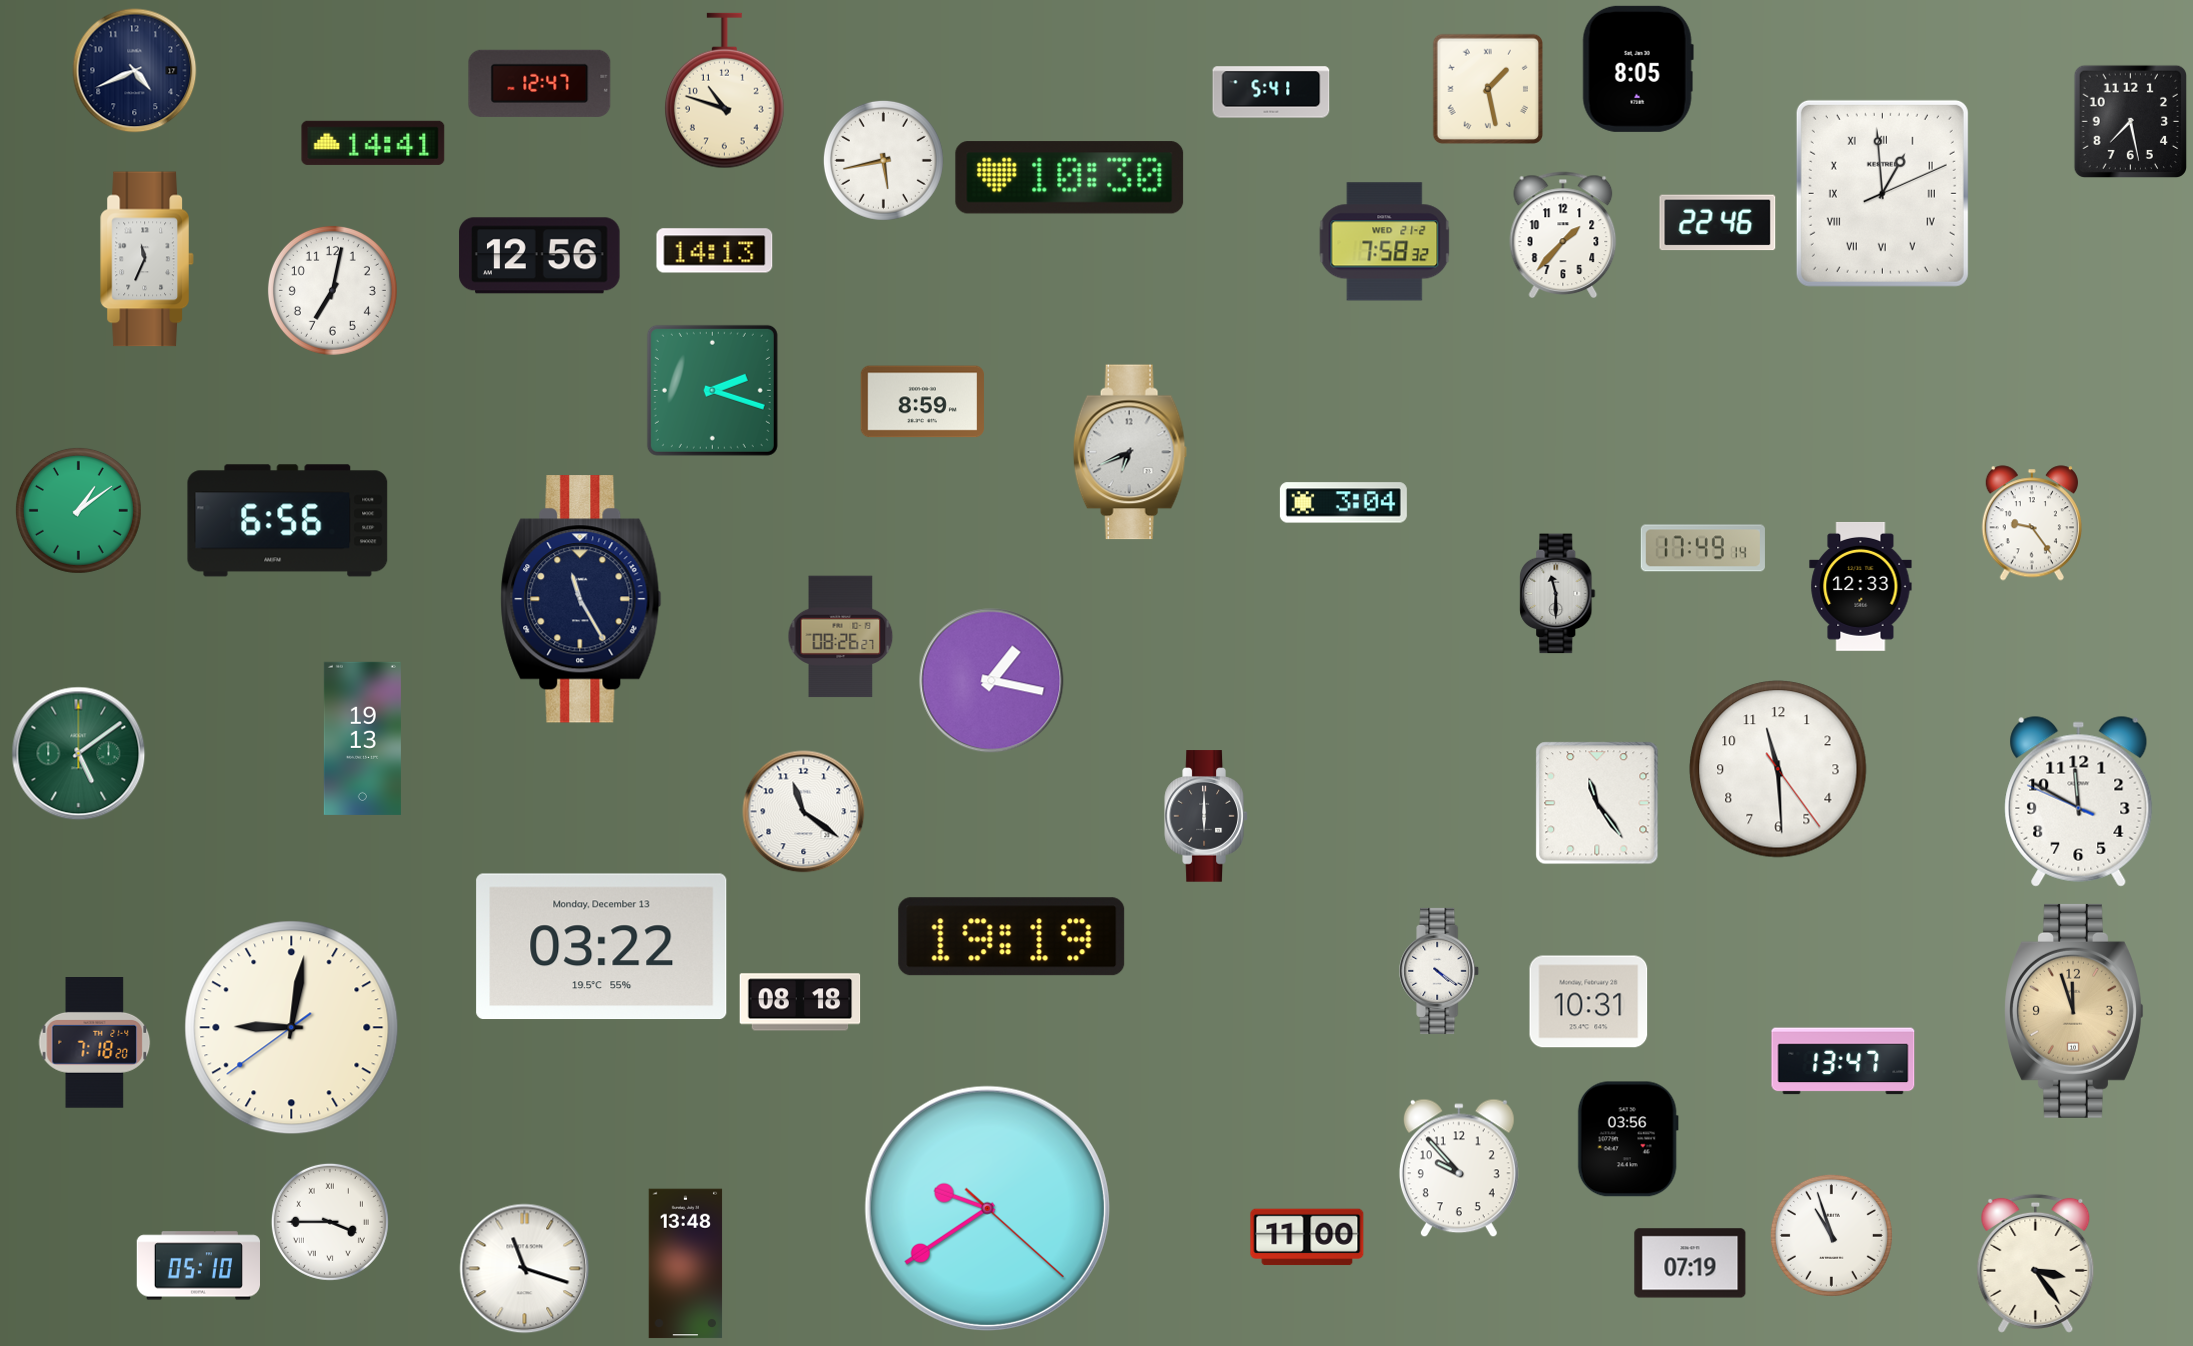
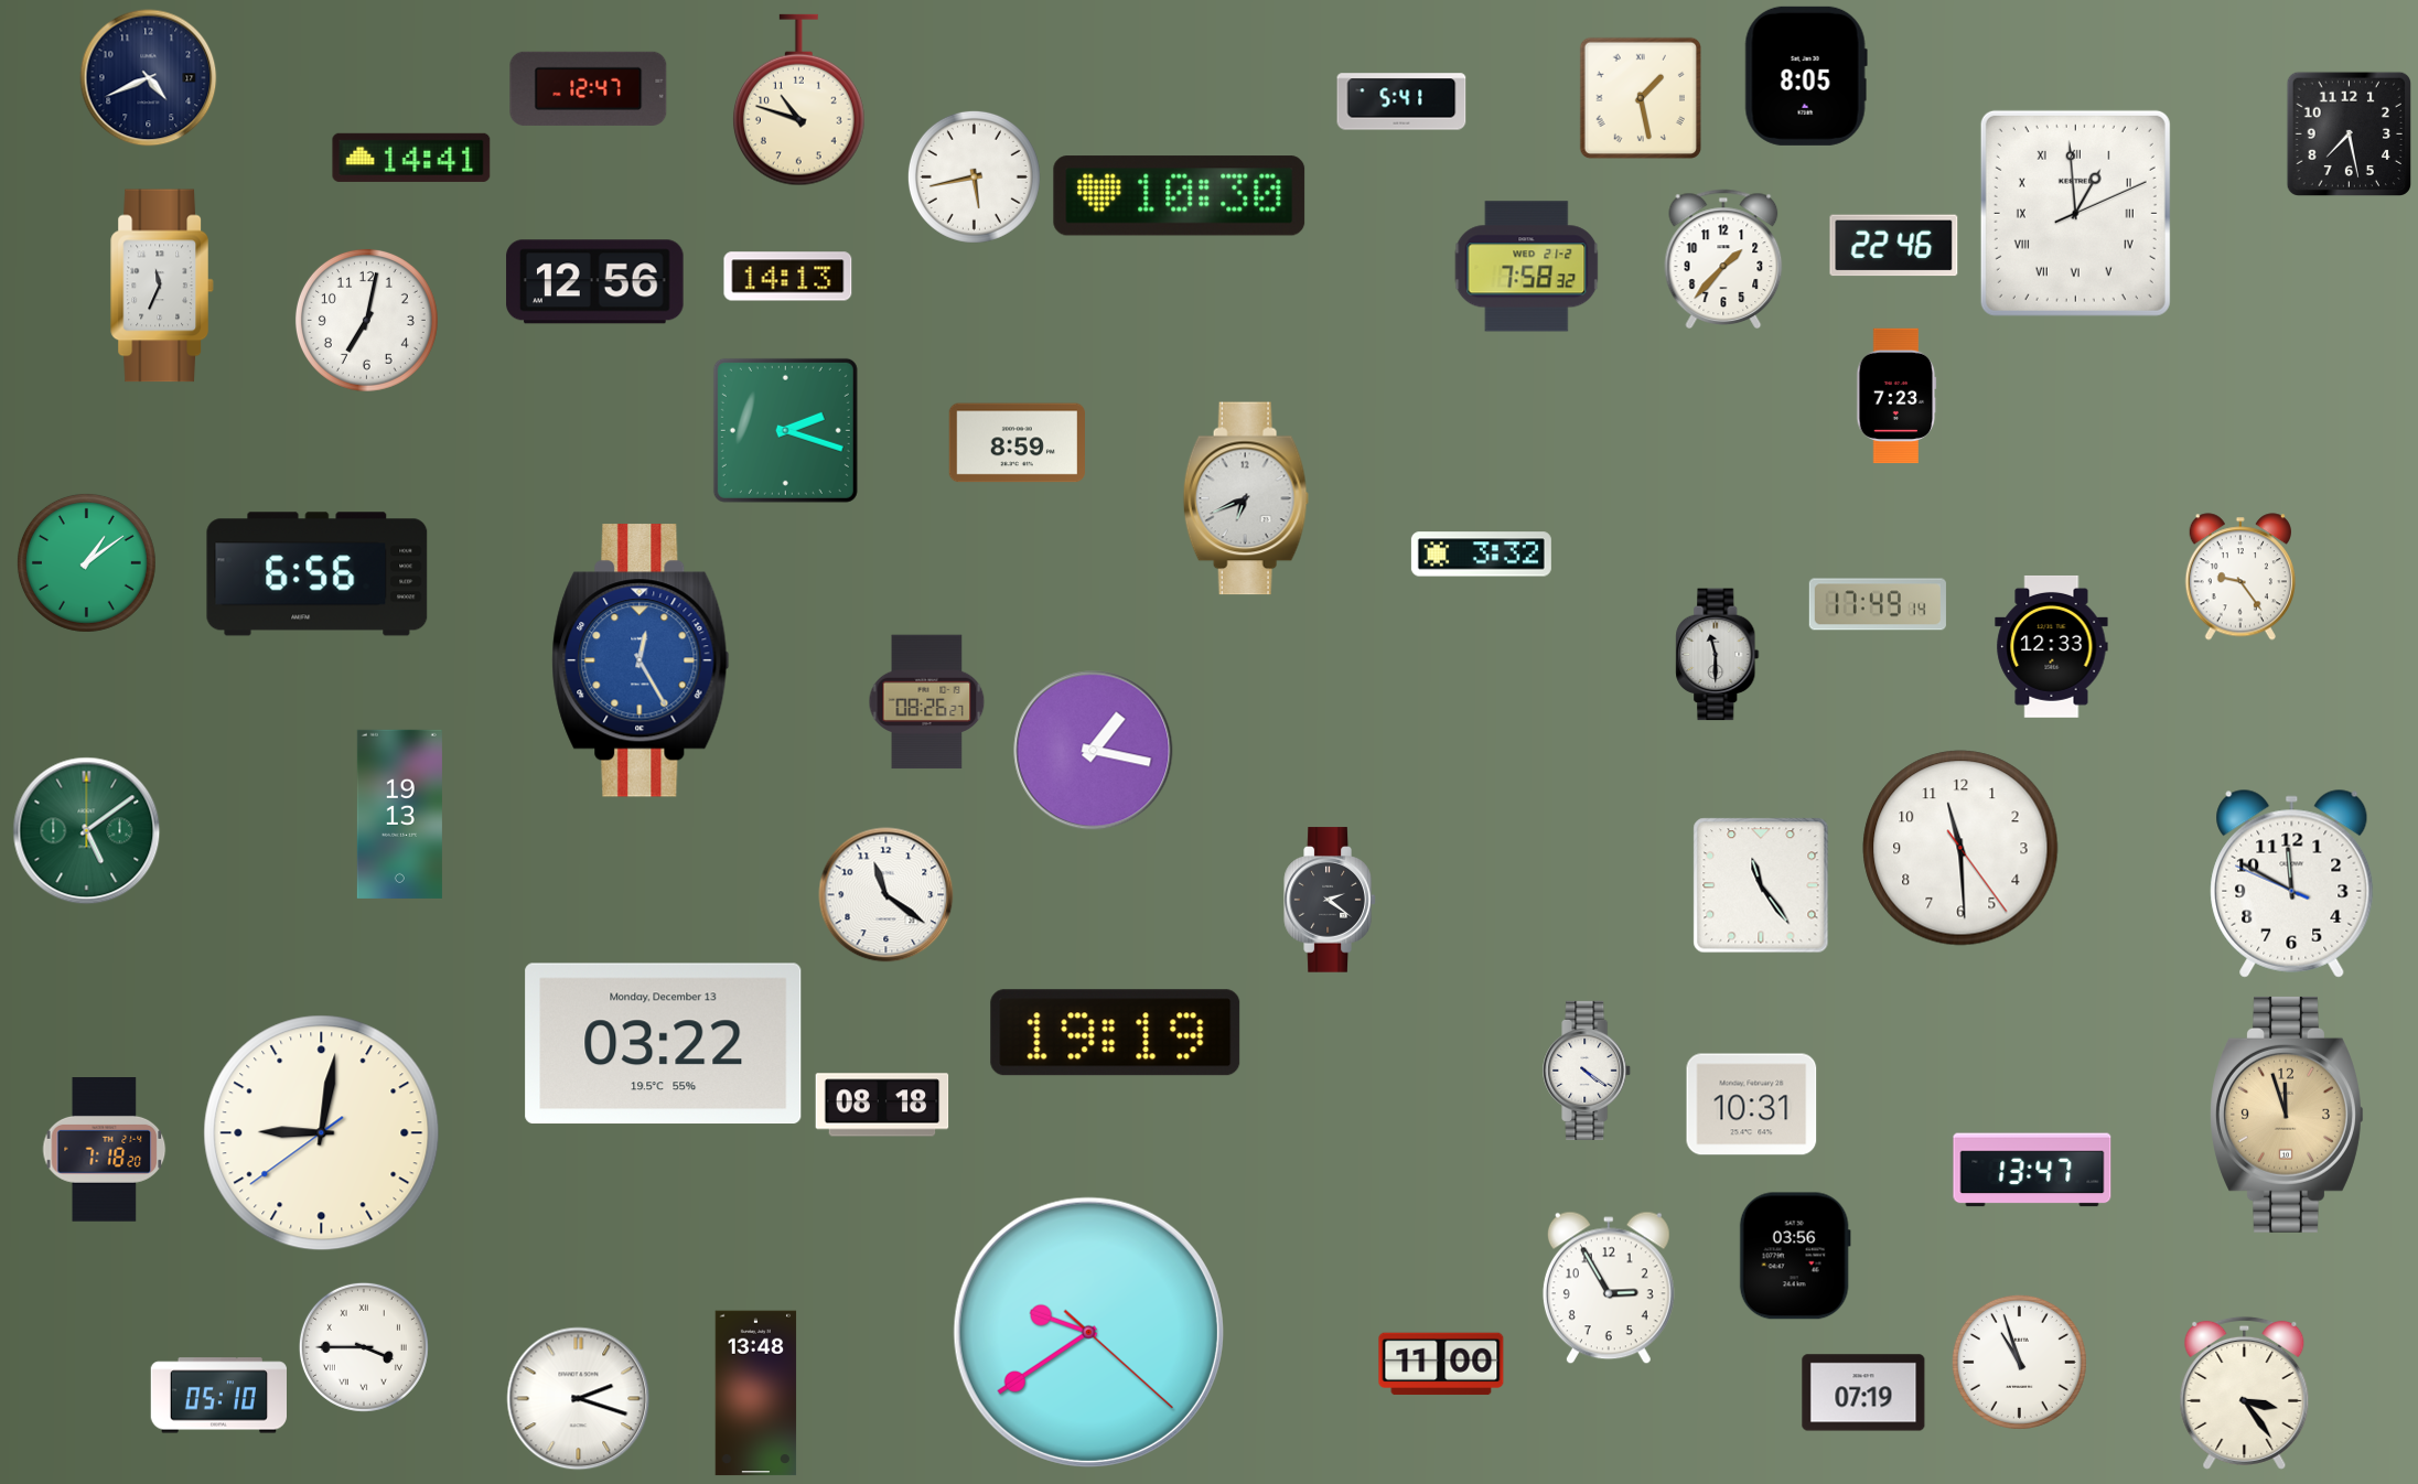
clock at (540, 83) position: (540, 83) -> (589, 88)
clock at (1896, 396): none -> 7:23
clock at (1343, 503): 3:04 -> 3:32
clock at (581, 599): 11:25 -> 12:25
clock at (581, 599) dial: navy -> blue
clock at (1206, 816): 6:00 -> 2:21
clock at (1459, 1168): 9:53 -> 2:55
clock at (525, 1269): 11:18 -> 2:18
